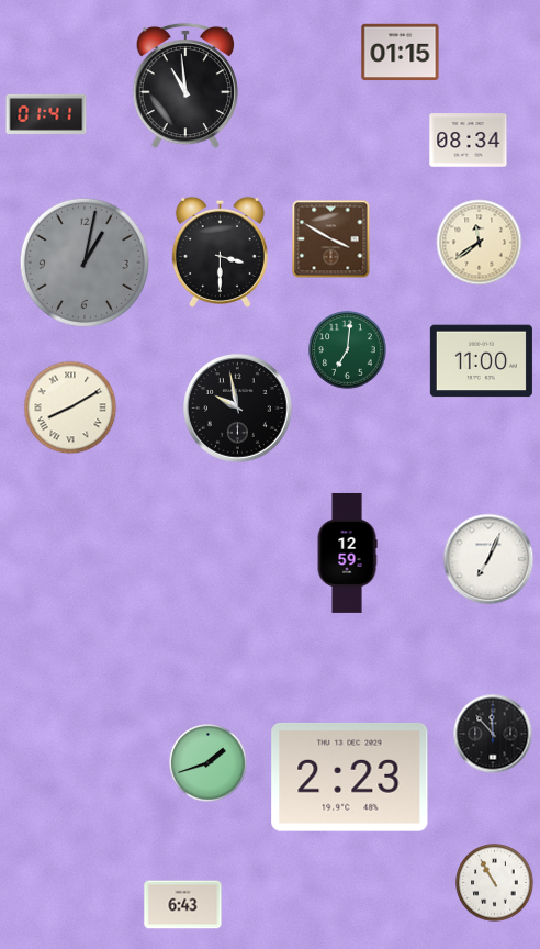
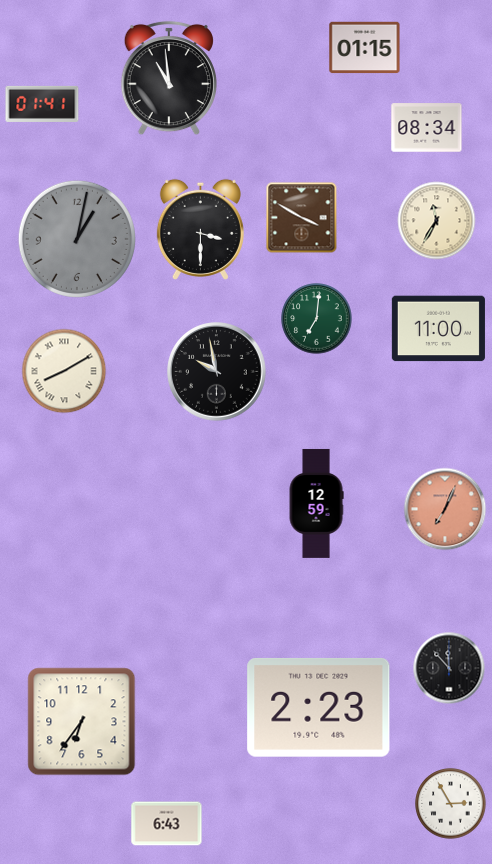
clock at (480, 243): 11:39 -> 11:35
clock at (488, 559) dial: white -> salmon
clock at (209, 763): 1:42 -> none
clock at (82, 722): none -> 6:36
clock at (495, 883): 10:55 -> 2:55
